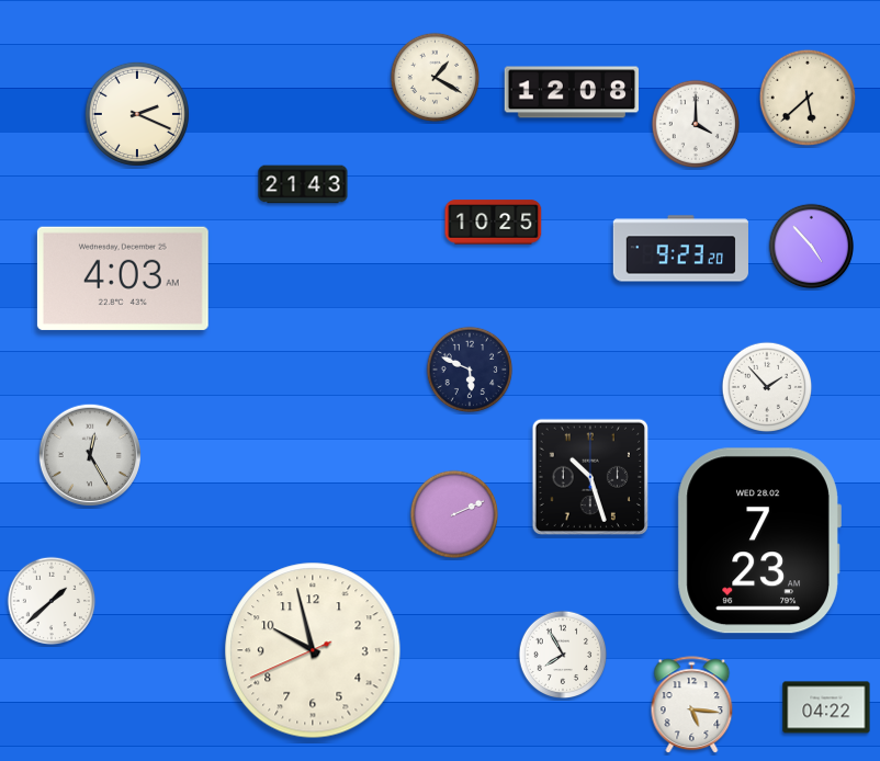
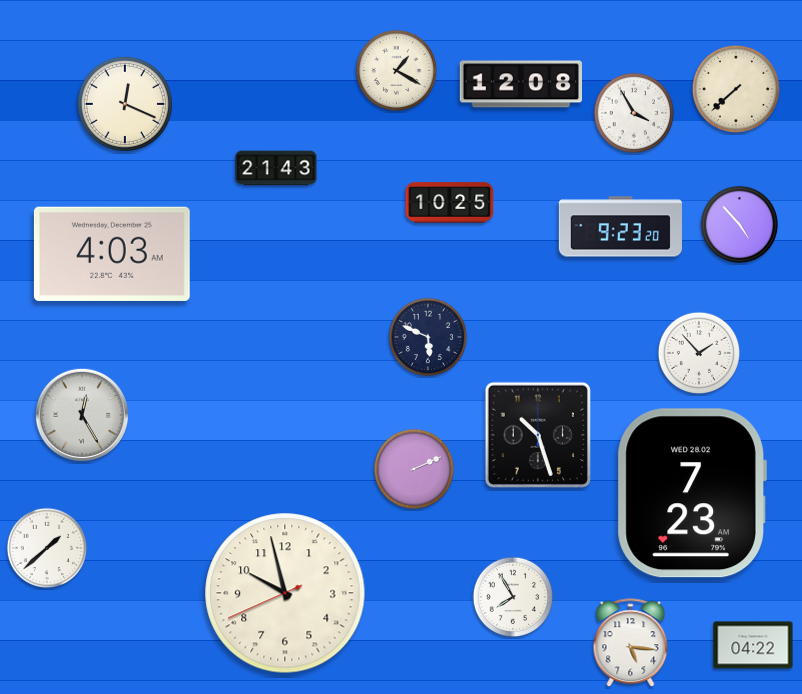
clock at (806, 96): 5:38 -> 7:38
clock at (137, 114): 2:19 -> 12:19
clock at (696, 124): 4:00 -> 3:55
